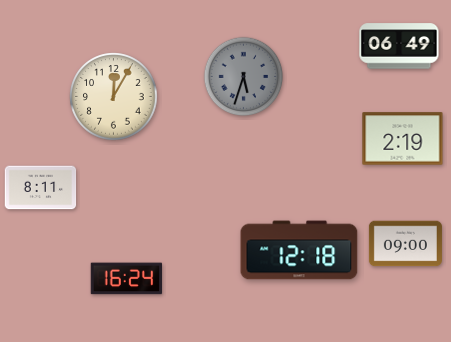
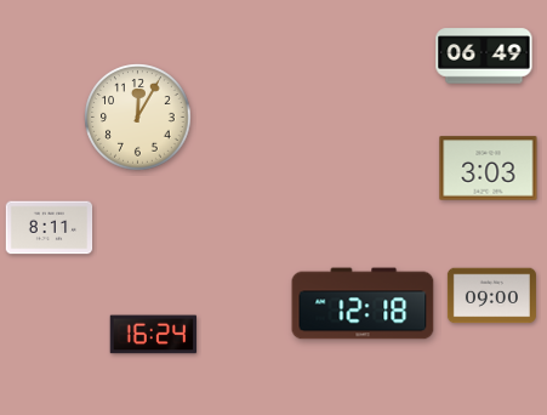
clock at (244, 77): 5:33 -> none
clock at (403, 139): 2:19 -> 3:03
clock at (127, 279) position: (127, 279) -> (154, 335)
